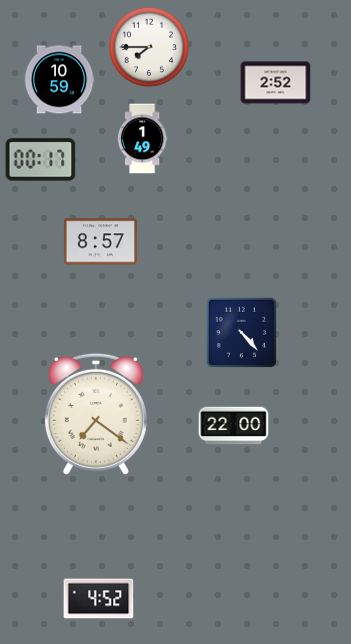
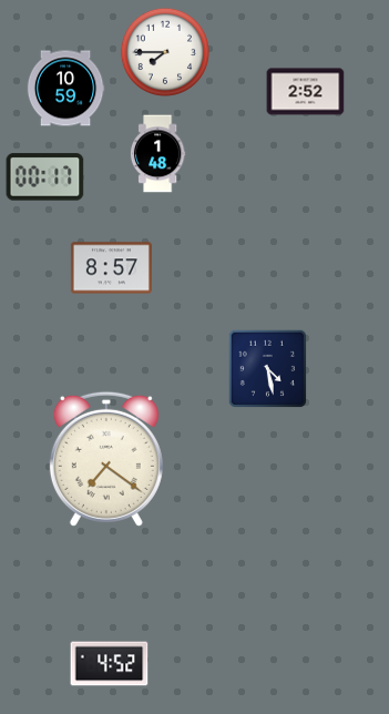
clock at (142, 139): 1:49 -> 1:48
clock at (242, 333): 4:23 -> 4:28
clock at (234, 426): 22:00 -> none
